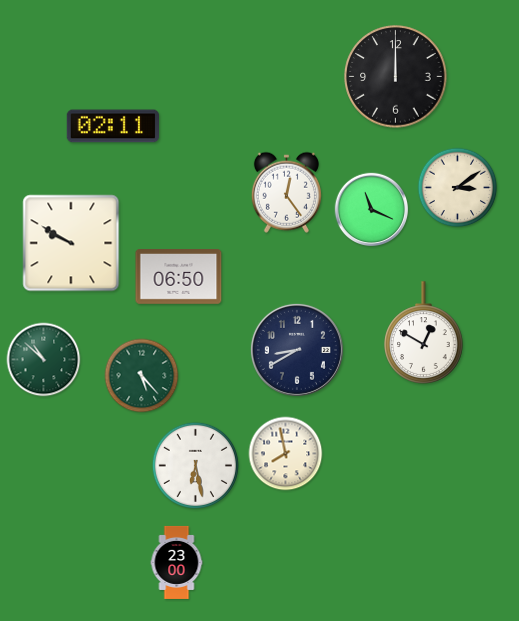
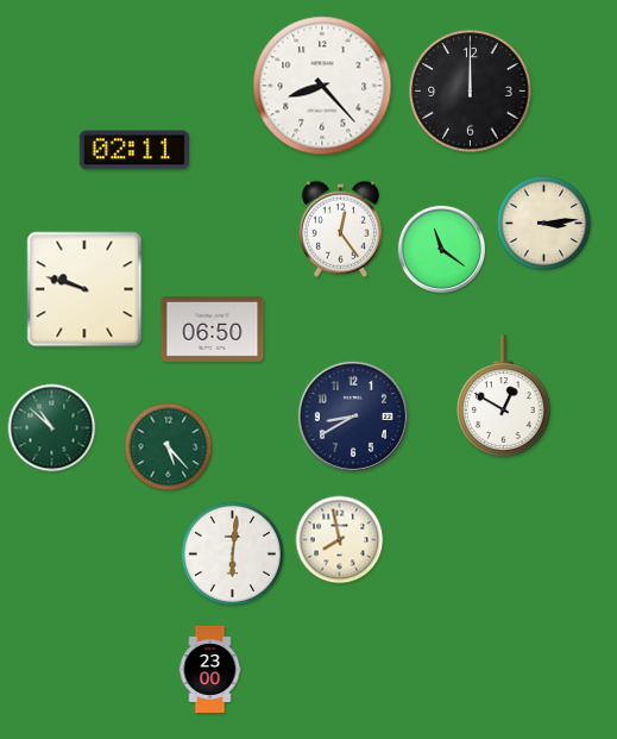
clock at (322, 86): none -> 8:23
clock at (458, 188): 3:09 -> 3:14
clock at (372, 210): 11:19 -> 11:21
clock at (71, 243): 9:50 -> 9:48
clock at (195, 465): 6:28 -> 6:01
